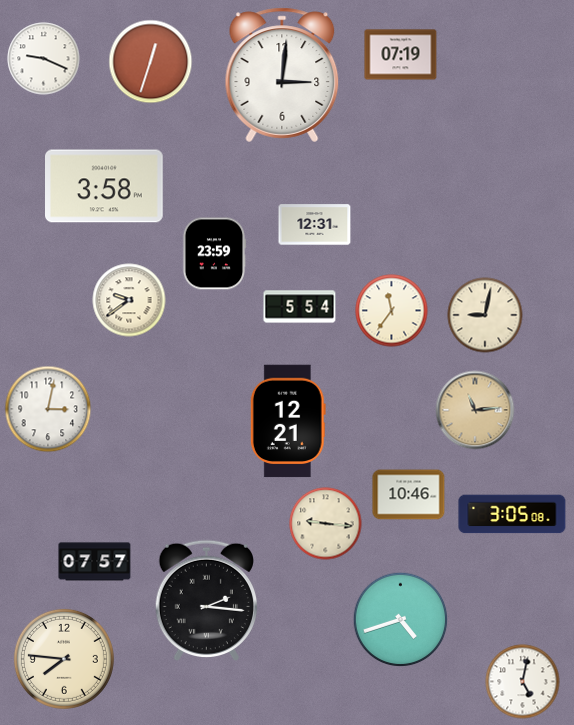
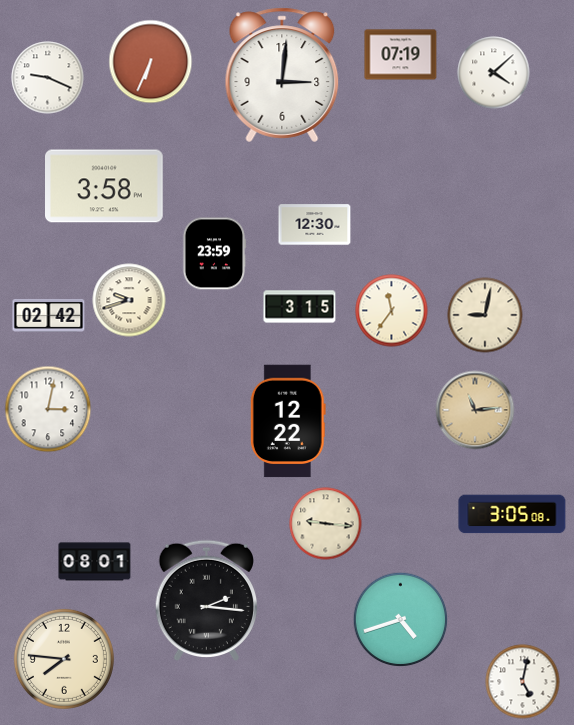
clock at (44, 59) position: (44, 59) -> (48, 78)
clock at (151, 62): 12:33 -> 6:34
clock at (494, 73): none -> 4:08
clock at (315, 225): 12:31 -> 12:30
clock at (129, 300): 9:39 -> 9:42
clock at (300, 307): 5:54 -> 3:15
clock at (49, 315): none -> 02:42
clock at (288, 421): 12:21 -> 12:22
clock at (409, 495): 10:46 -> none
clock at (95, 562): 07:57 -> 08:01
